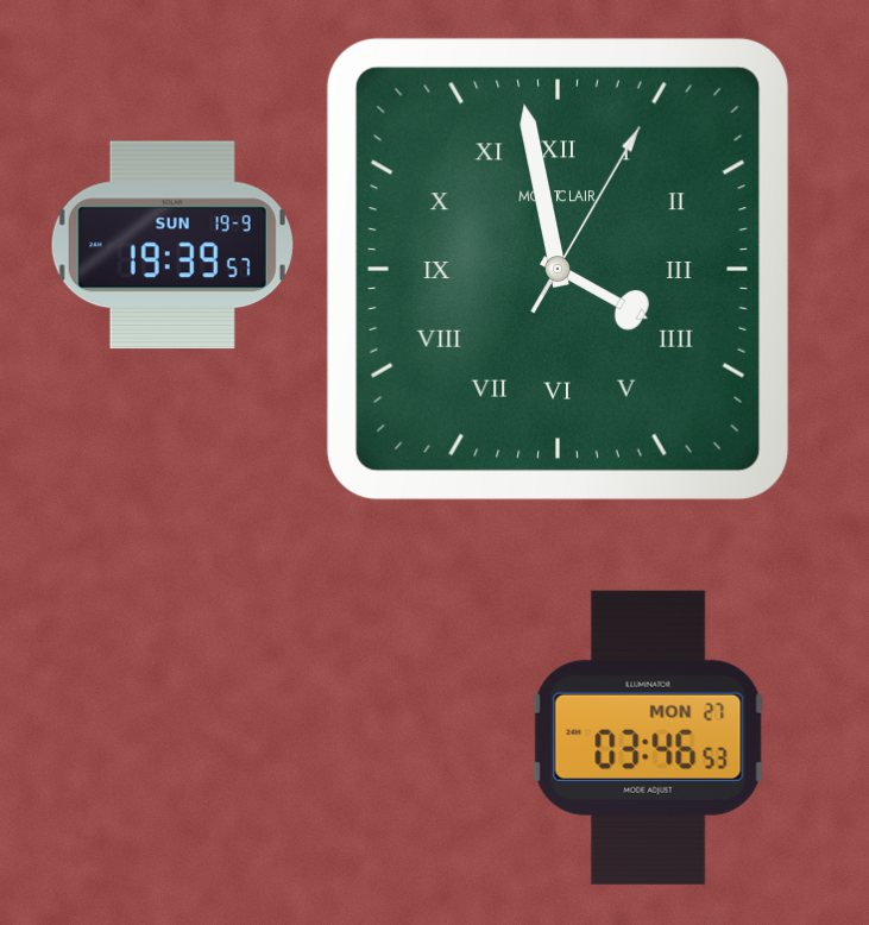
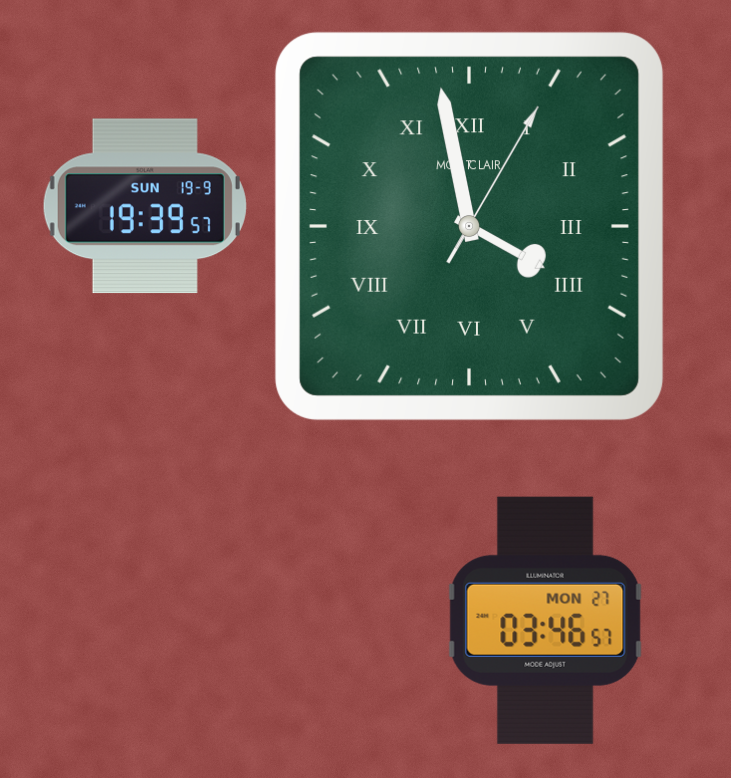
clock at (649, 737): 03:46:53 -> 03:46:57
